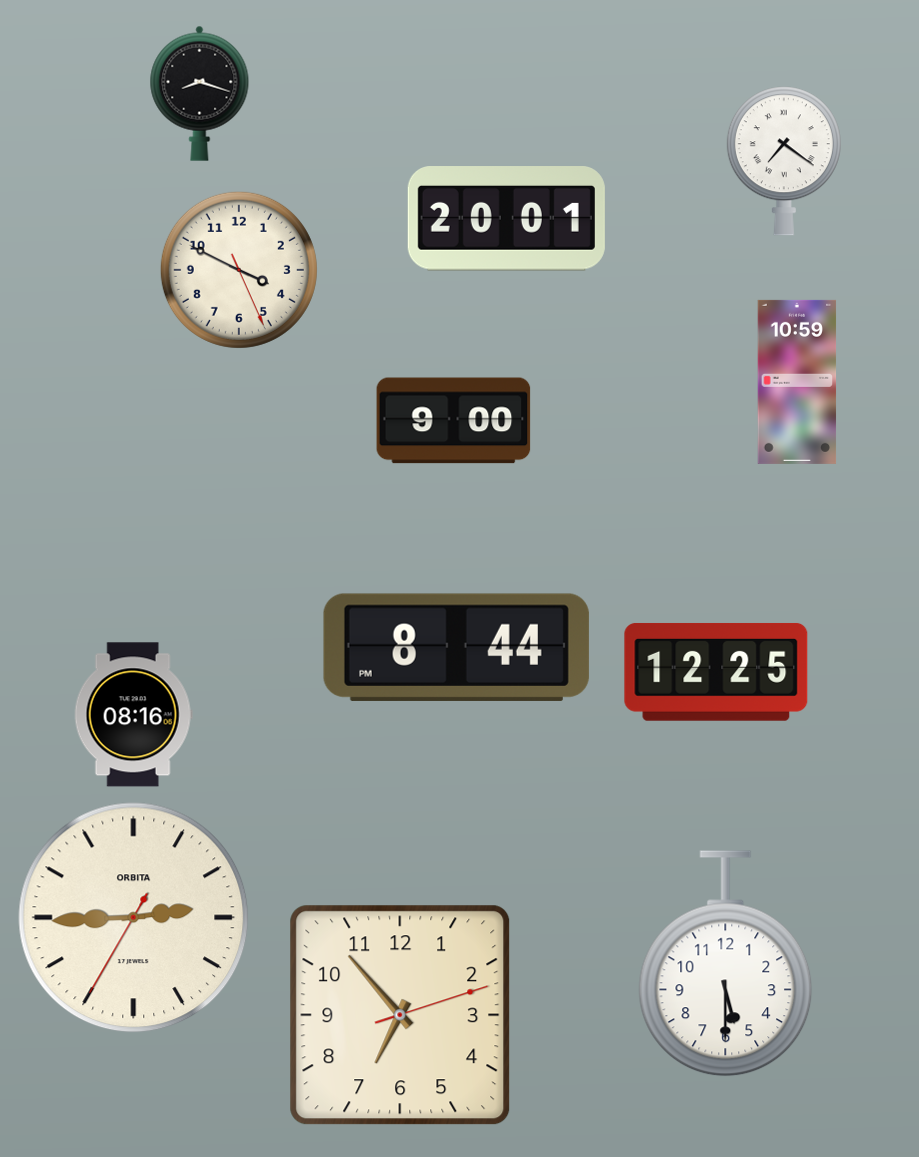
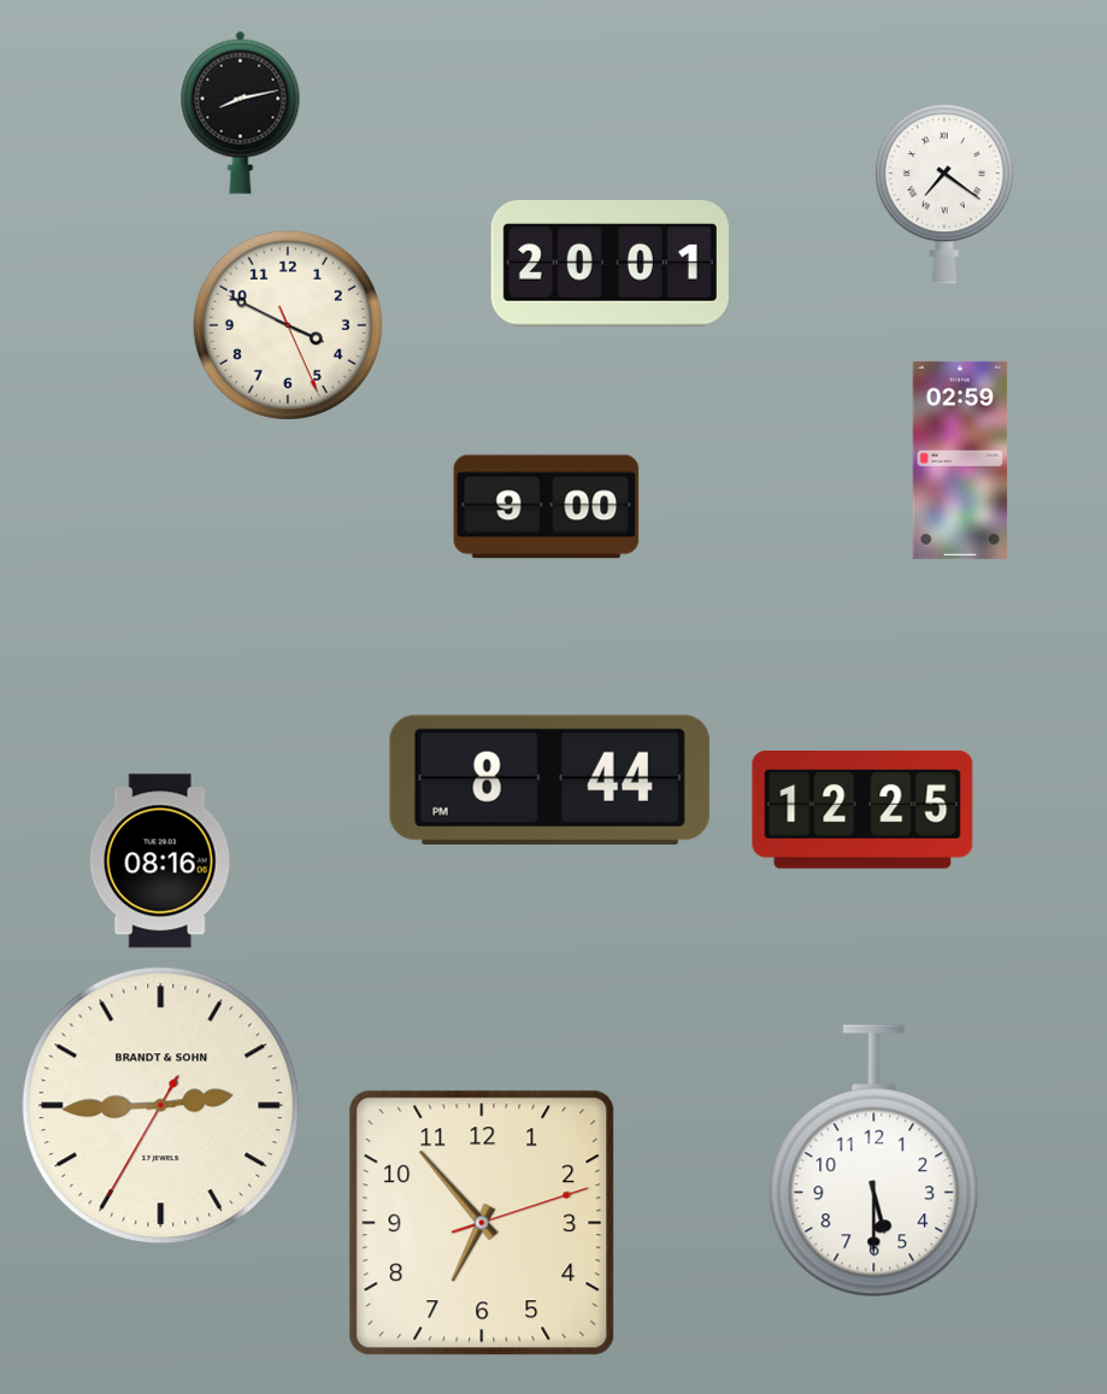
clock at (200, 93): 8:18 -> 8:13
clock at (797, 382): 10:59 -> 02:59
clock at (134, 918) brand: ORBITA -> BRANDT & SOHN
